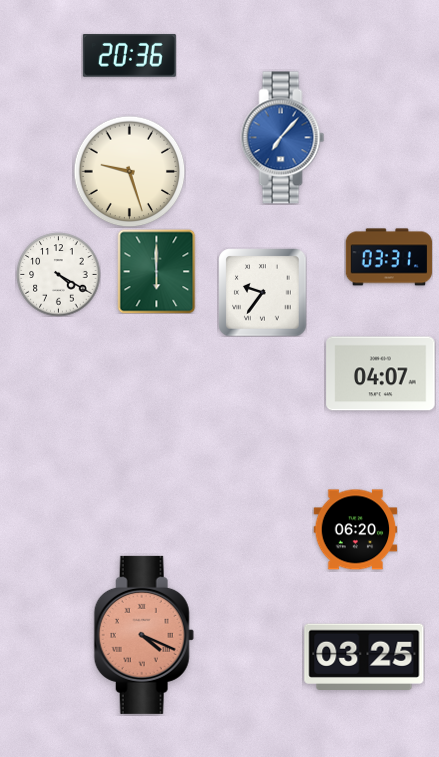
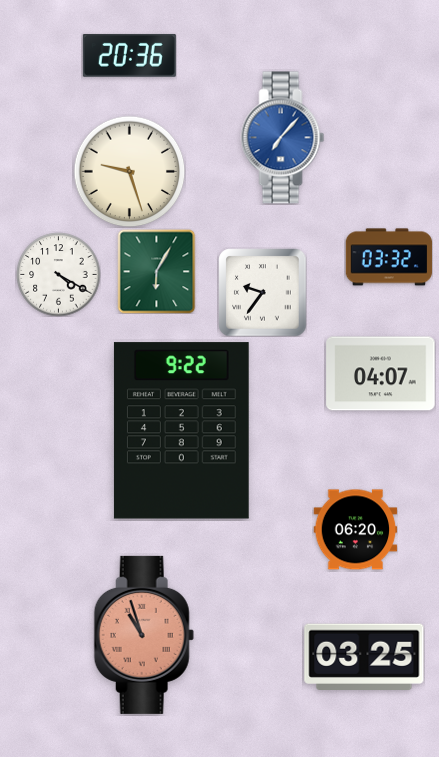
clock at (389, 257): 03:31 -> 03:32
clock at (157, 271): 6:00 -> 6:05
clock at (181, 431): none -> 9:22
clock at (144, 635): 4:19 -> 10:57
